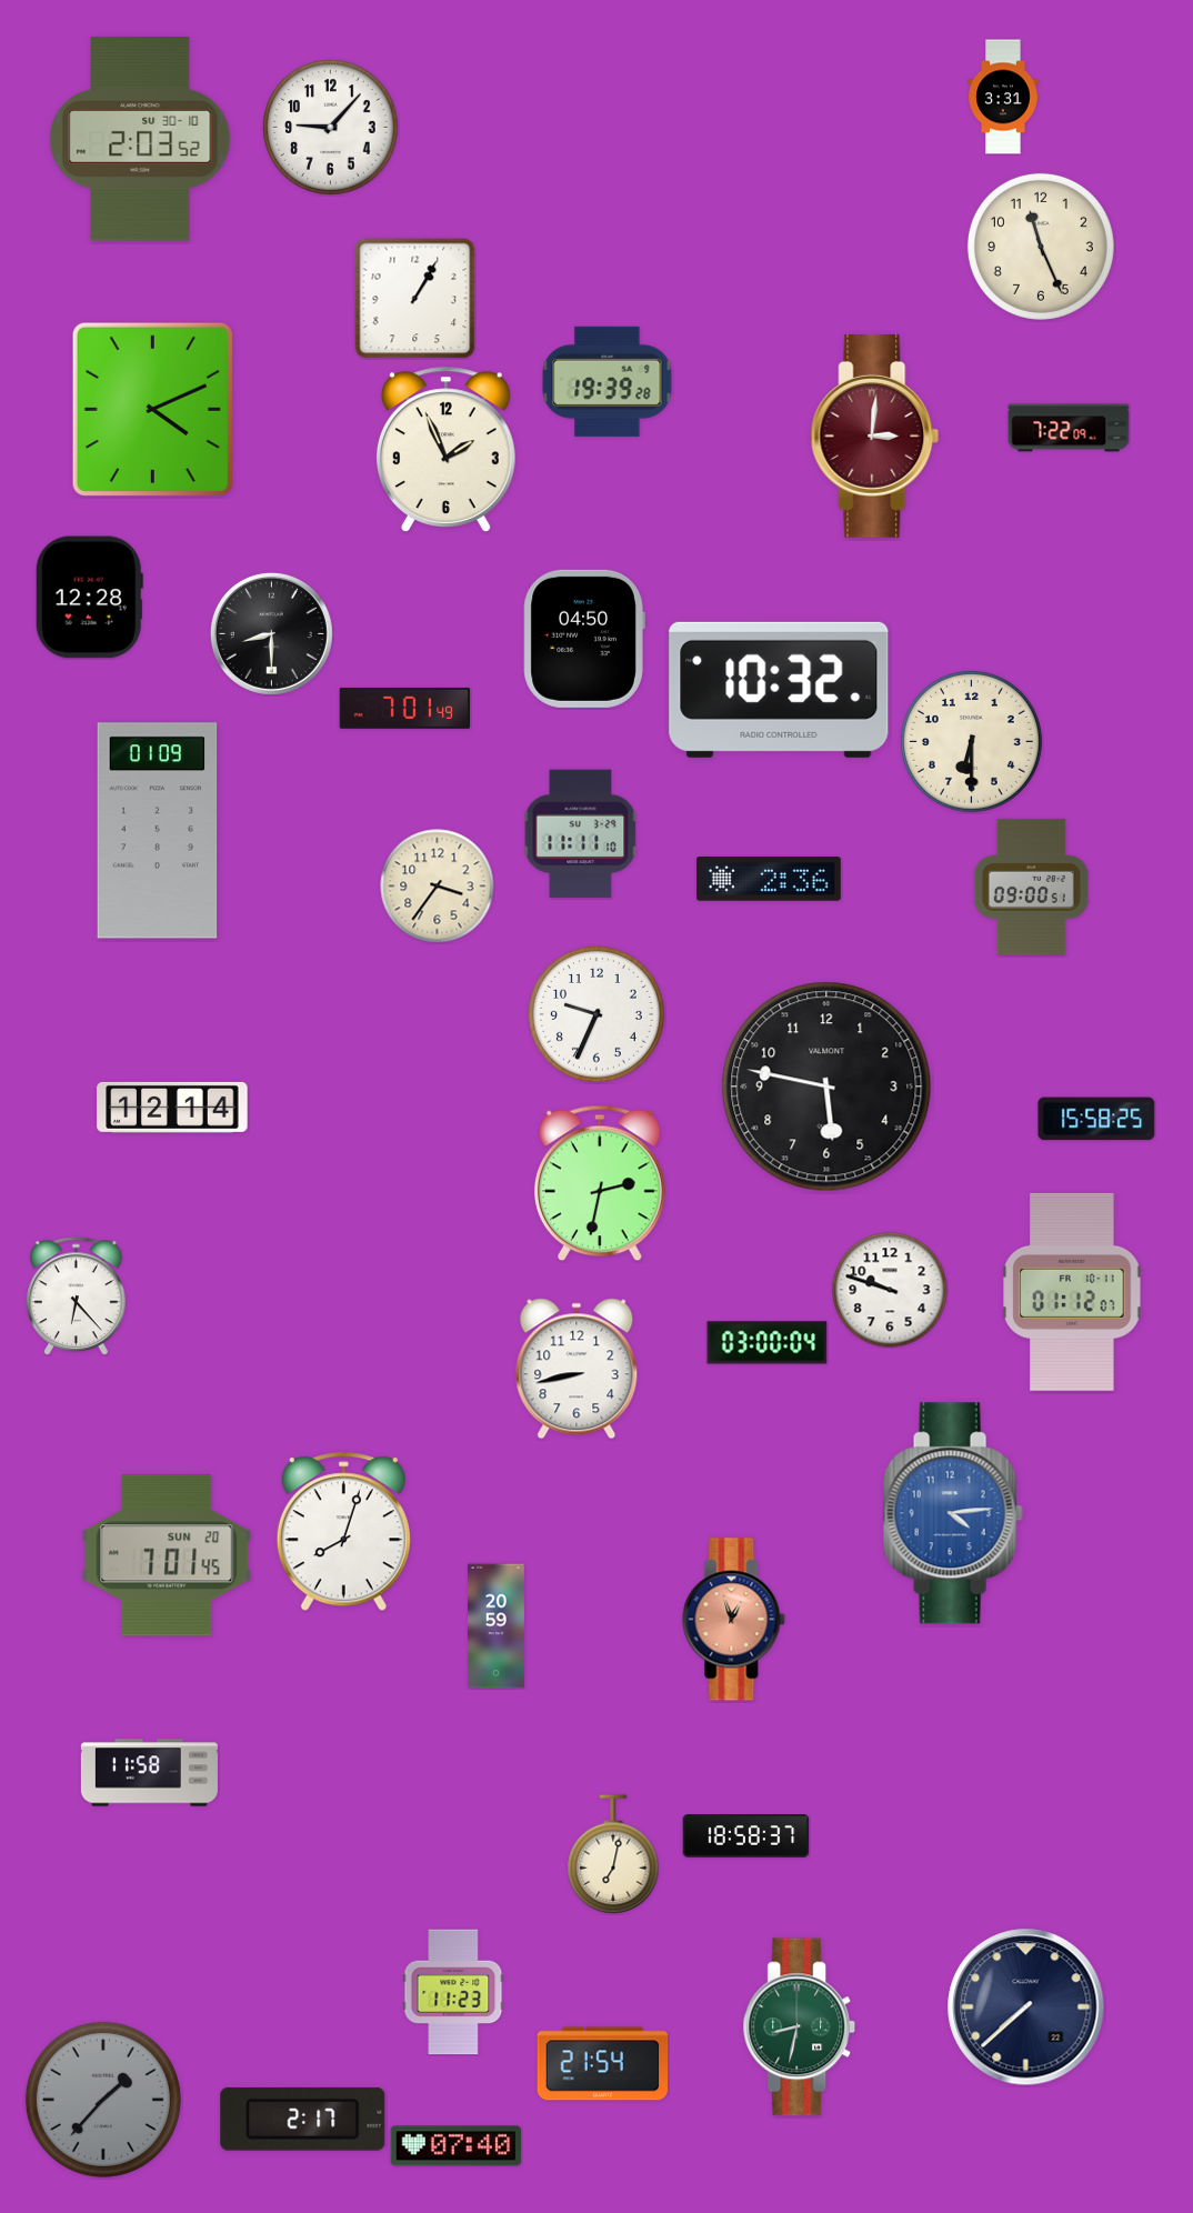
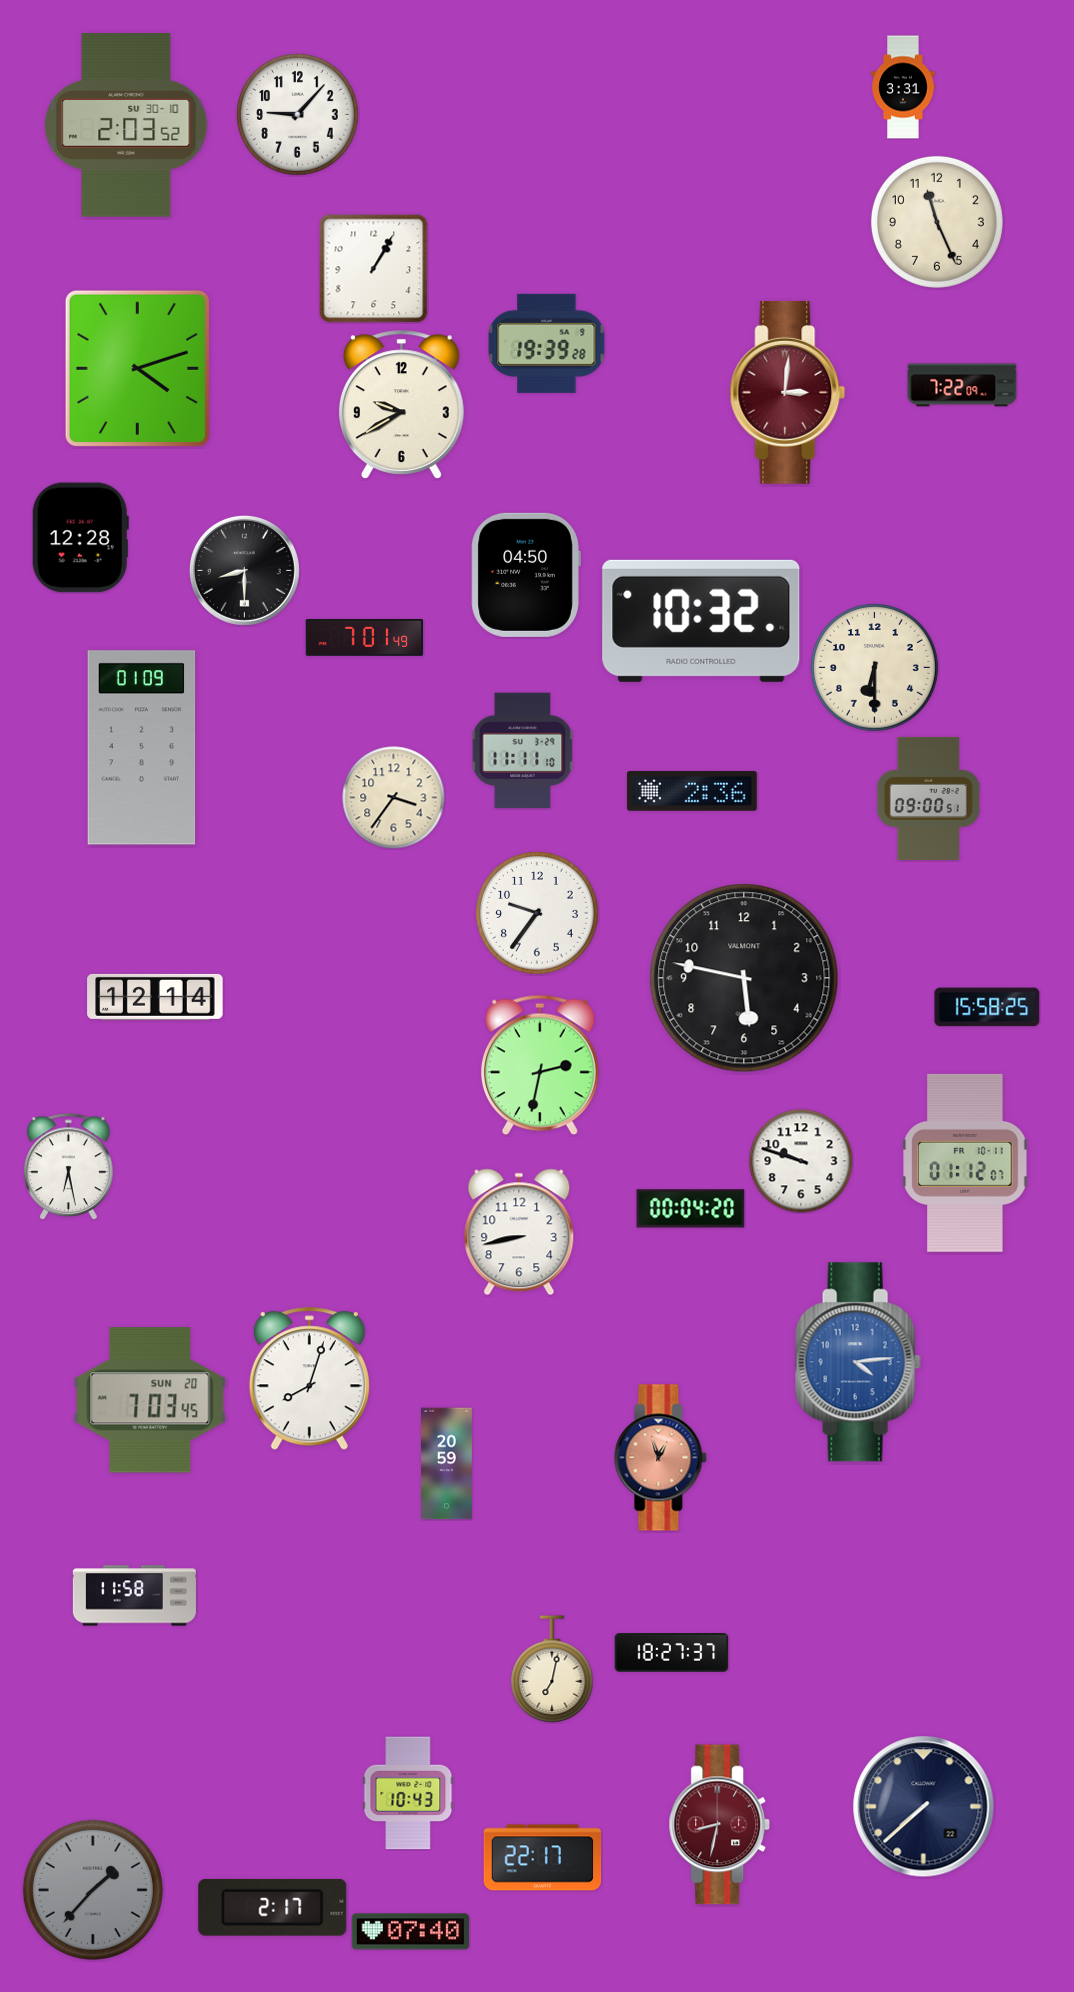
clock at (152, 409): 4:11 -> 4:12
clock at (445, 449): 1:56 -> 9:40
clock at (598, 1015): 9:34 -> 9:36
clock at (76, 1296): 6:23 -> 6:28
clock at (768, 1343): 03:00 -> 00:04
clock at (167, 1555): 7:01 -> 7:03
clock at (746, 1836): 18:58 -> 18:27
clock at (453, 1992): 11:23 -> 10:43
clock at (800, 2027) dial: green -> burgundy
clock at (603, 2064): 21:54 -> 22:17
